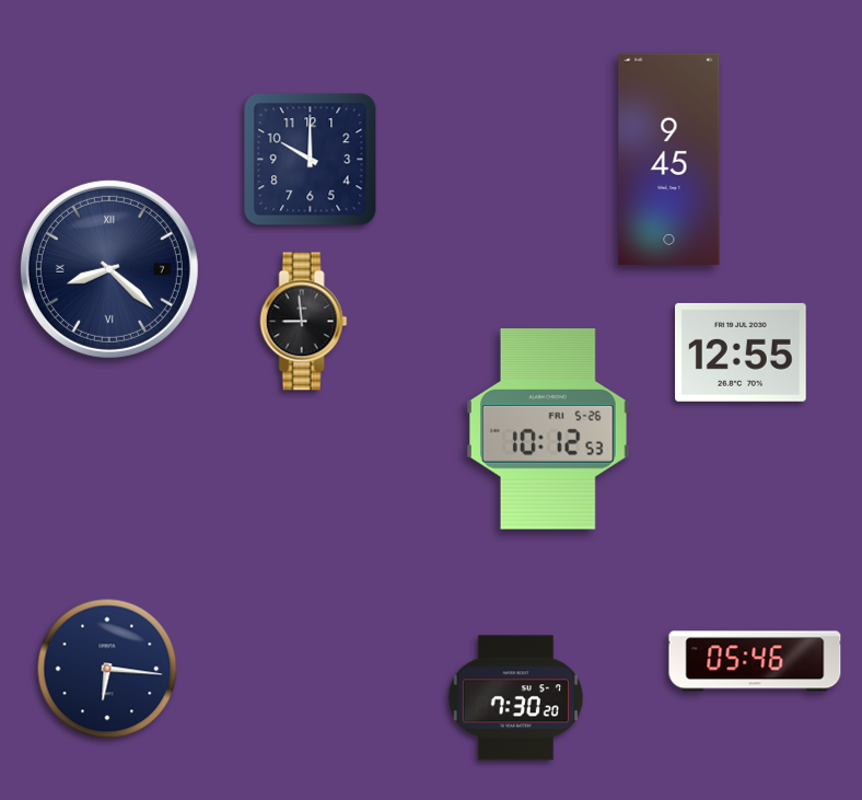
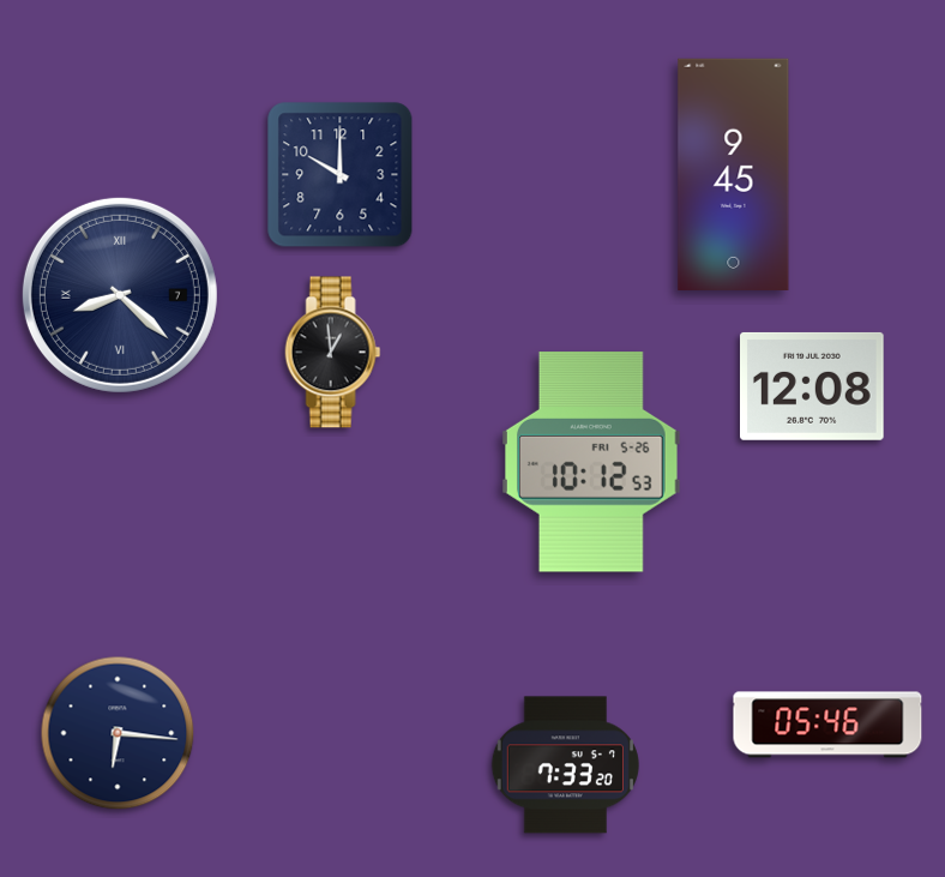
clock at (304, 322): 8:59 -> 12:59
clock at (742, 352): 12:55 -> 12:08
clock at (548, 429) position: (548, 429) -> (591, 462)
clock at (515, 698): 7:30 -> 7:33
